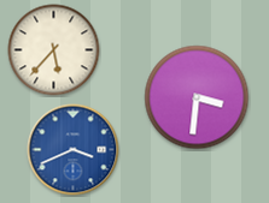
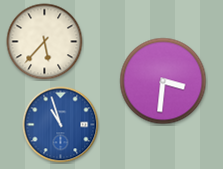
clock at (74, 150): 3:41 -> 10:57
